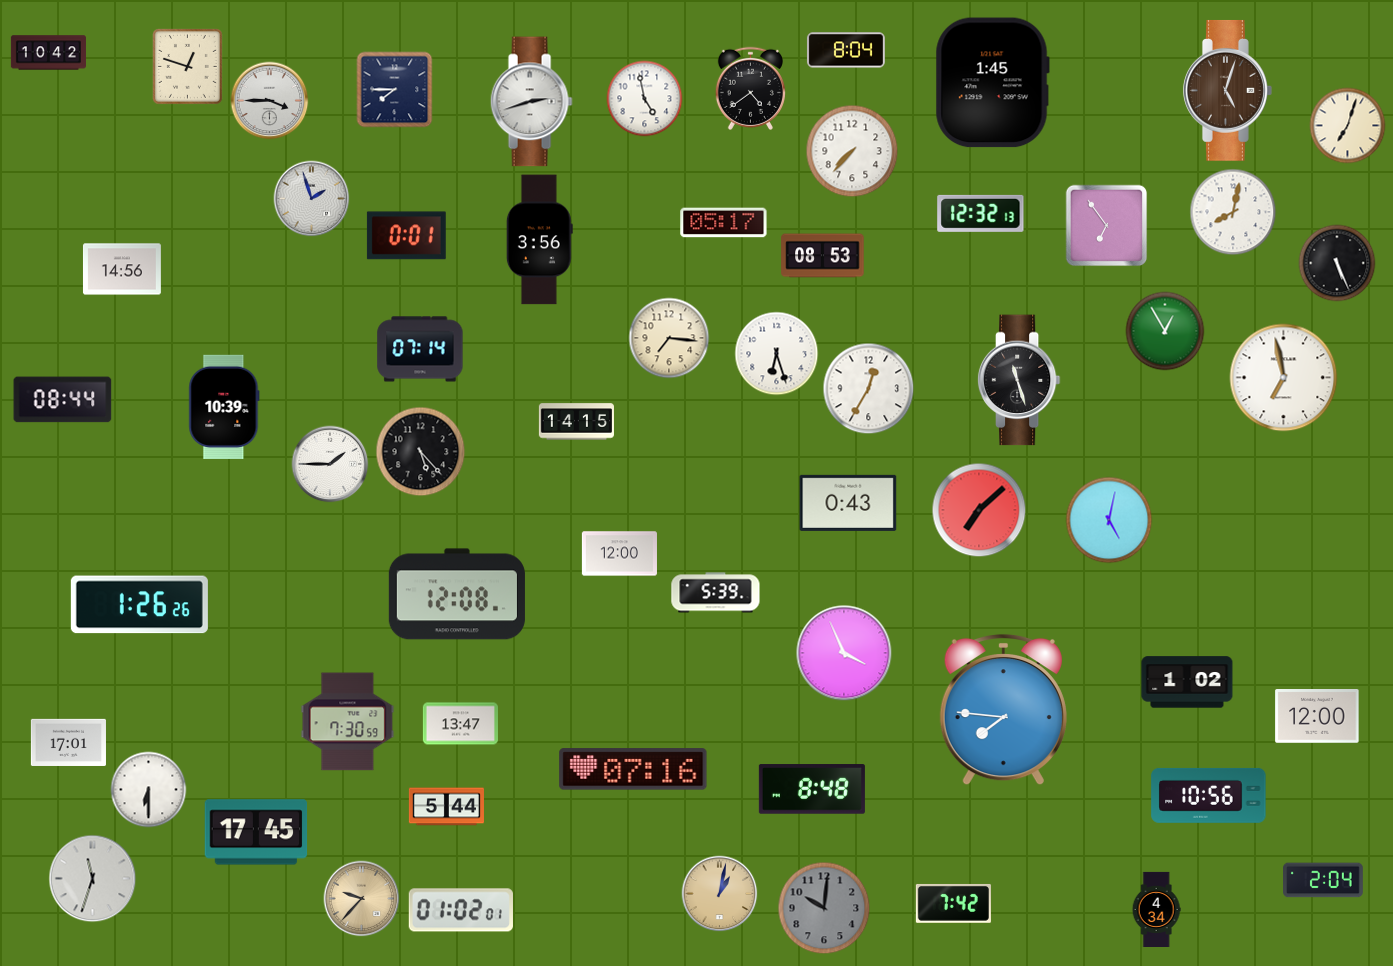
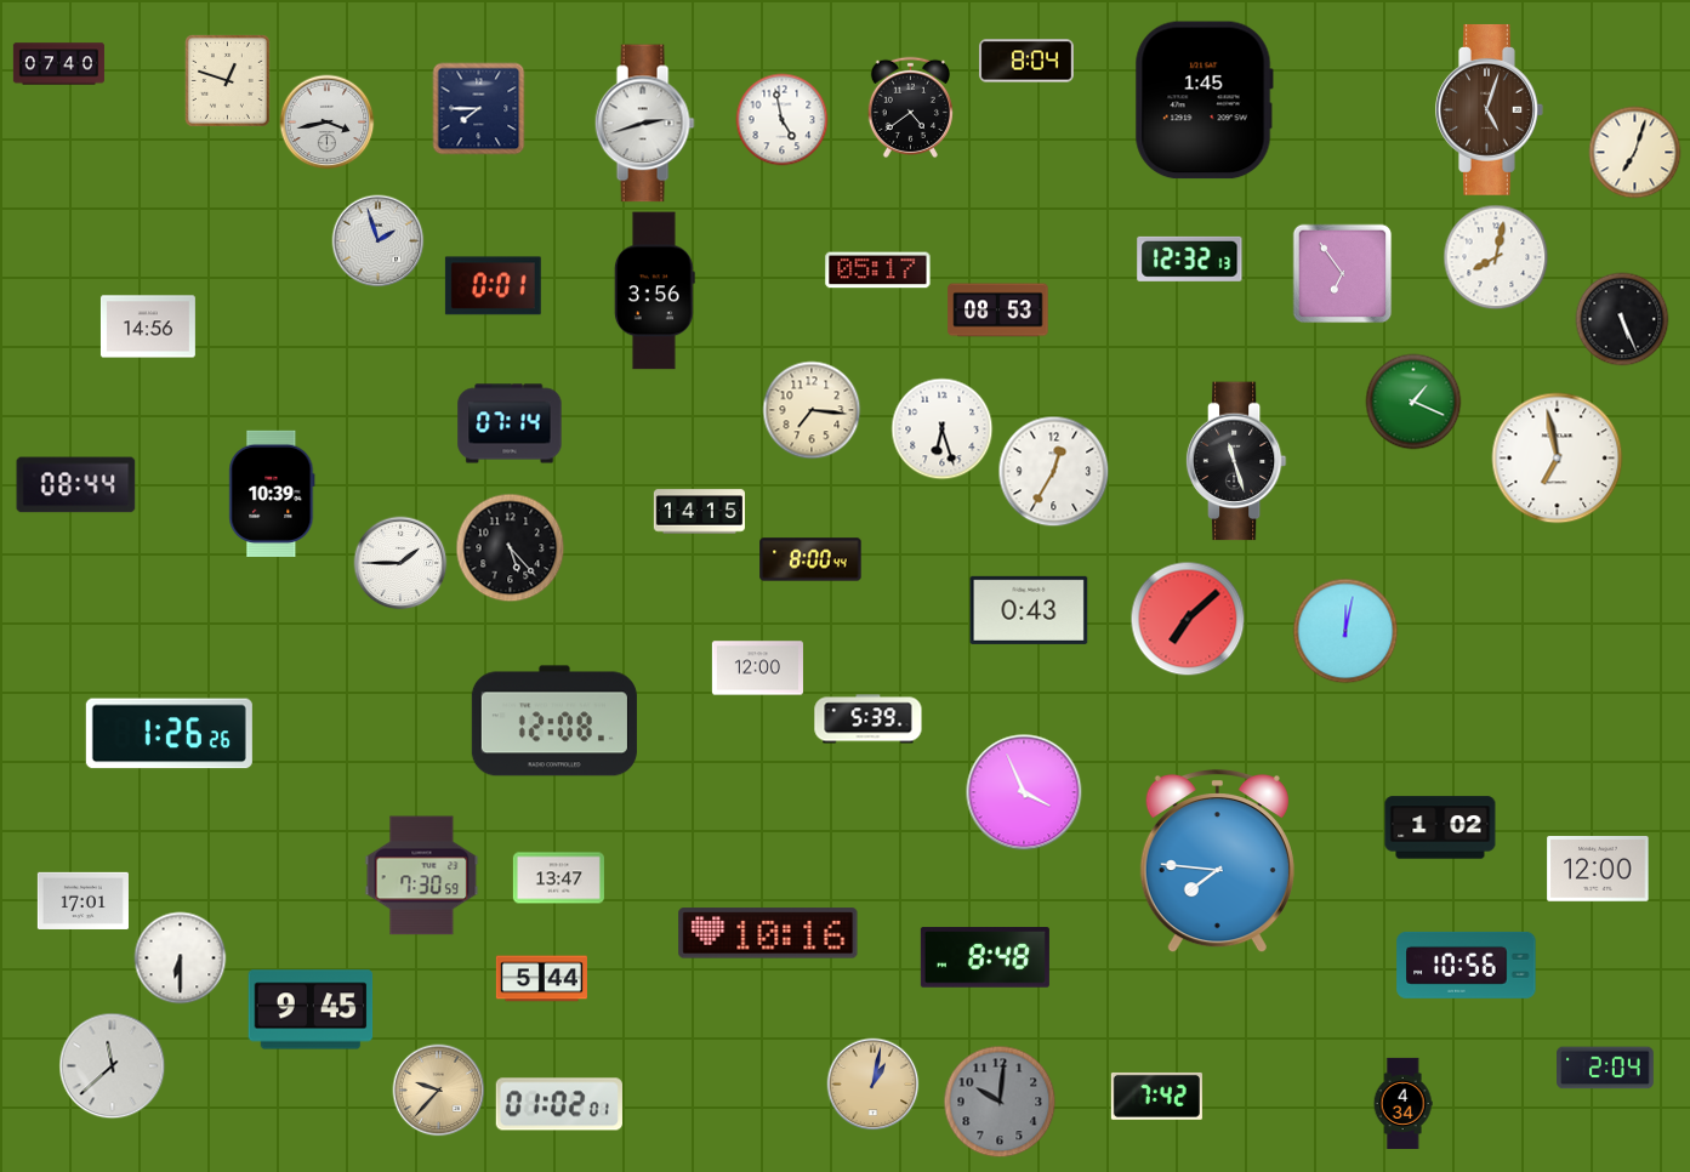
clock at (48, 53): 10:42 -> 07:40
clock at (270, 101): 3:45 -> 3:43
clock at (852, 151): 7:37 -> none
clock at (1165, 331): 12:55 -> 1:19
clock at (810, 559): none -> 8:00
clock at (1109, 520): 5:02 -> 12:02
clock at (619, 554) position: (619, 554) -> (757, 669)
clock at (633, 769): 07:16 -> 10:16
clock at (256, 832): 17:45 -> 9:45
clock at (93, 879): 11:33 -> 11:38
